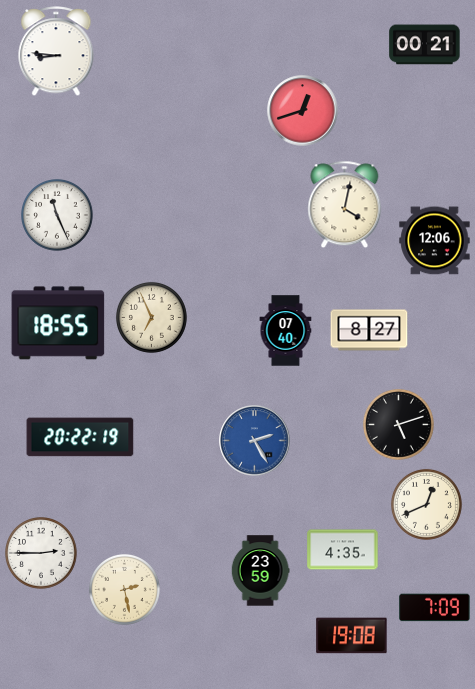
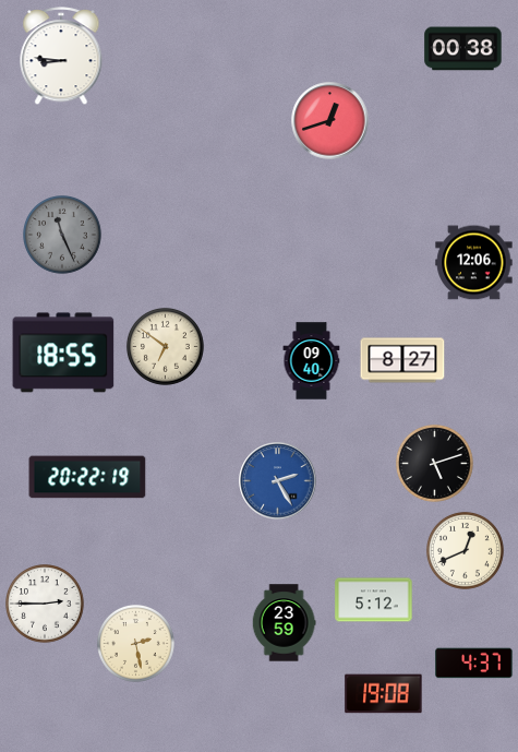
clock at (425, 45): 00:21 -> 00:38
clock at (345, 205): 4:02 -> none
clock at (58, 216) dial: white -> grey
clock at (151, 317): 6:56 -> 6:51
clock at (286, 331): 07:40 -> 09:40
clock at (343, 550): 4:35 -> 5:12
clock at (435, 608): 7:09 -> 4:37
